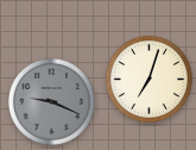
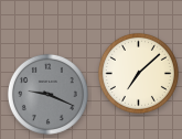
clock at (148, 79): 7:03 -> 7:08
